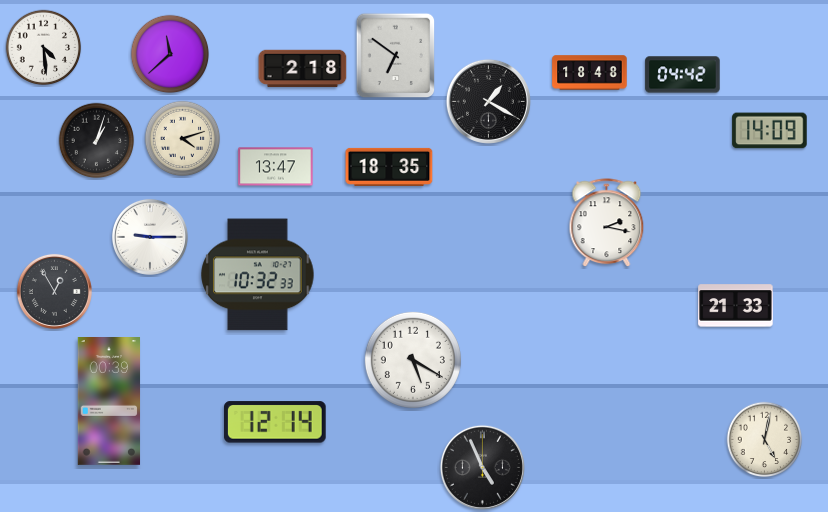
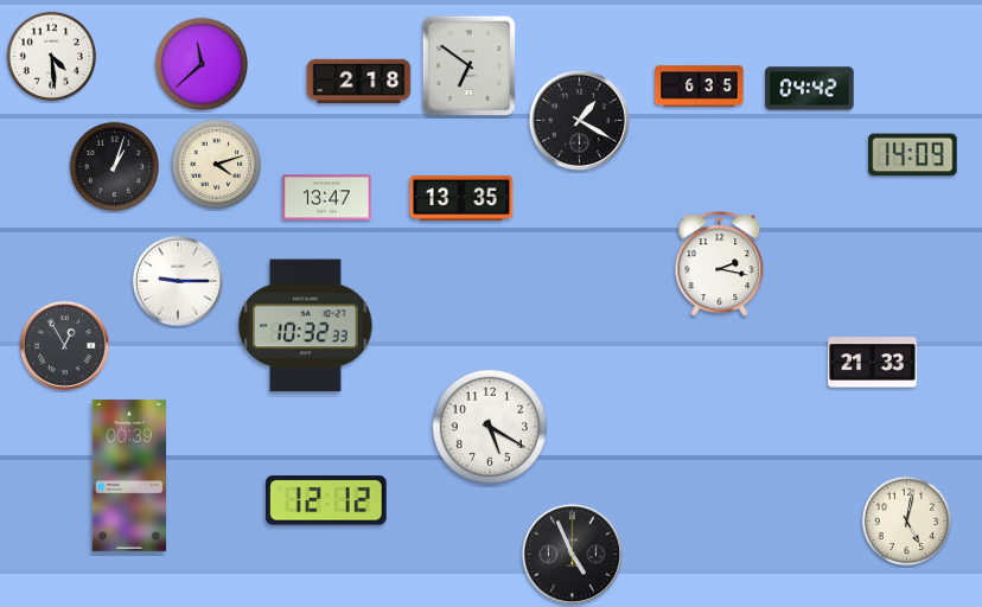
clock at (590, 73): 18:48 -> 6:35
clock at (389, 167): 18:35 -> 13:35
clock at (276, 422): 12:14 -> 12:12
